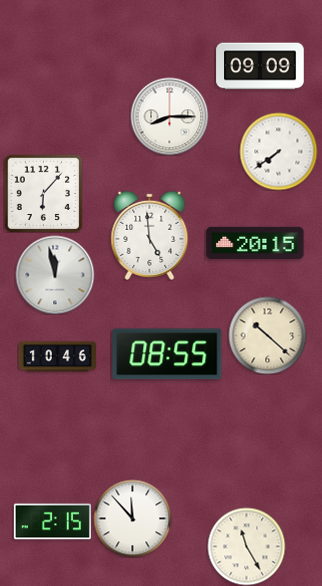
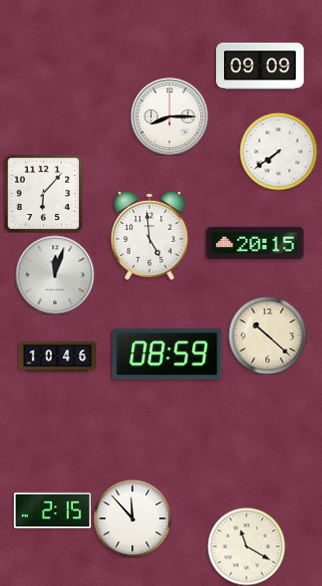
clock at (55, 275): 11:58 -> 12:03
clock at (167, 354): 08:55 -> 08:59
clock at (52, 522) position: (52, 522) -> (52, 511)
clock at (246, 546): 11:25 -> 11:20
